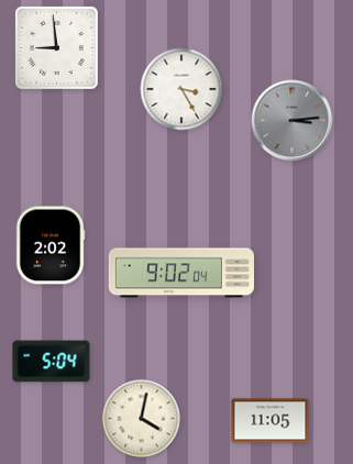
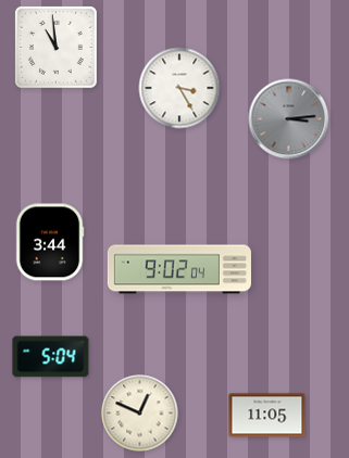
clock at (56, 47): 8:59 -> 10:59
clock at (51, 245): 2:02 -> 3:44
clock at (142, 419): 4:02 -> 12:49
